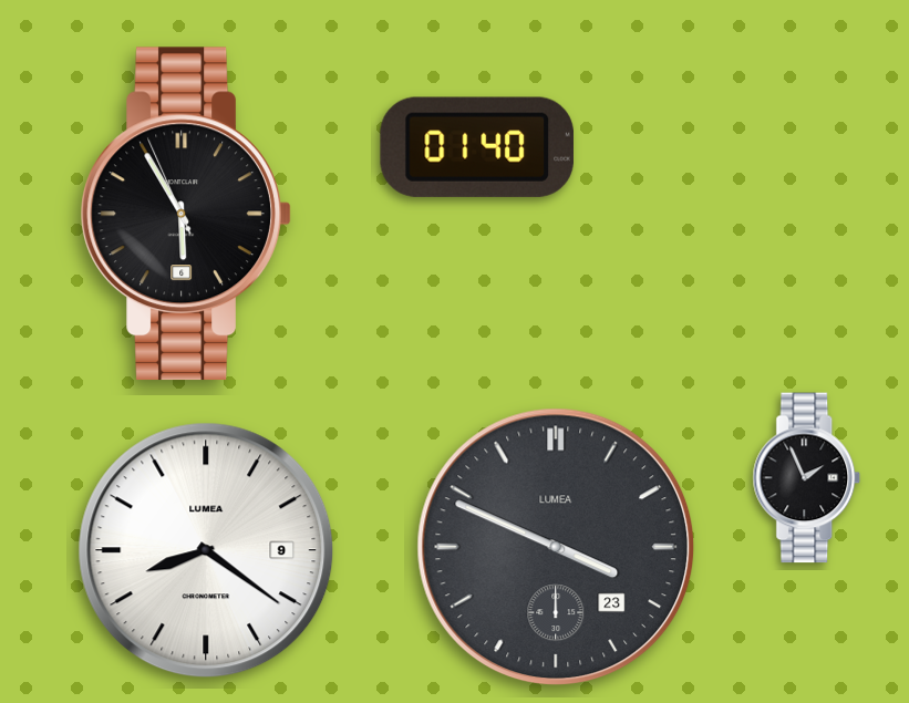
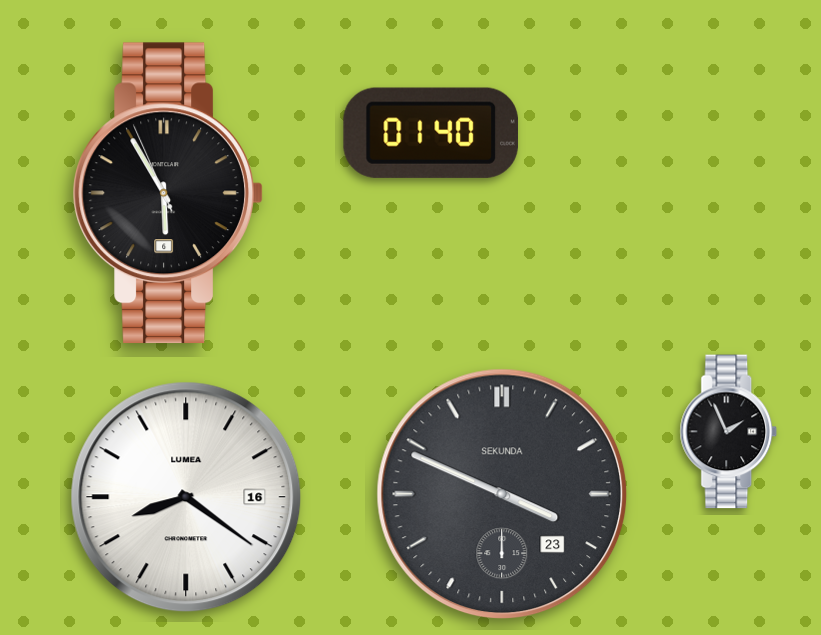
clock at (556, 547) brand: LUMEA -> SEKUNDA
clock at (206, 550) date: 9 -> 16
